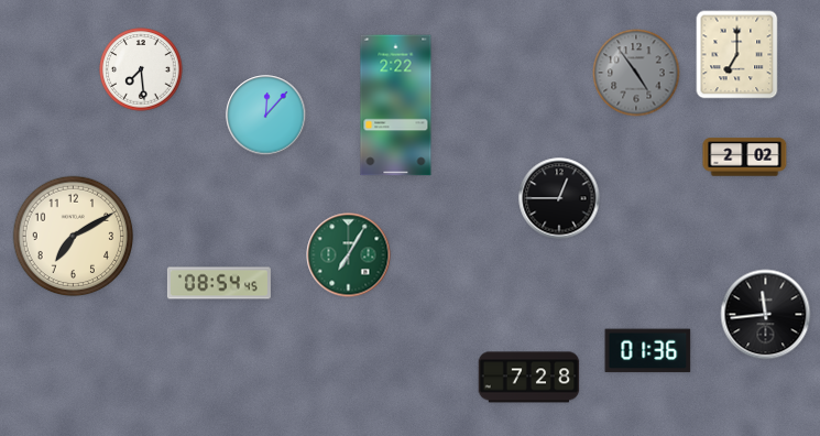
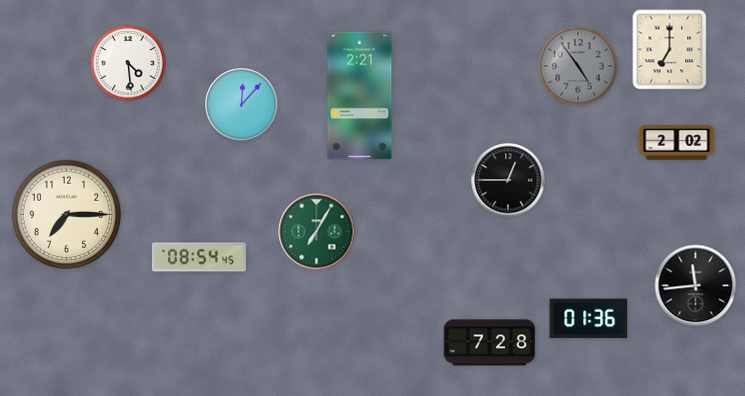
clock at (141, 69): 7:29 -> 4:29
clock at (396, 106): 2:22 -> 2:21
clock at (74, 237): 7:10 -> 7:15
clock at (529, 378) position: (529, 378) -> (490, 343)
